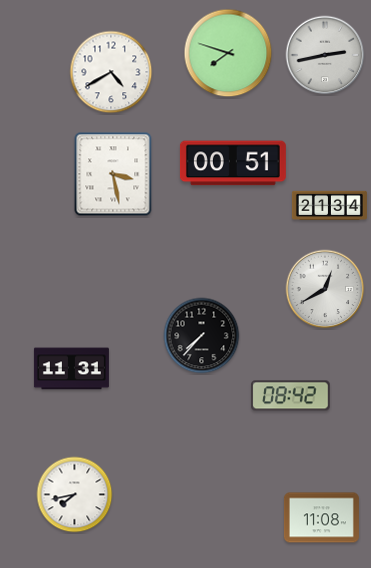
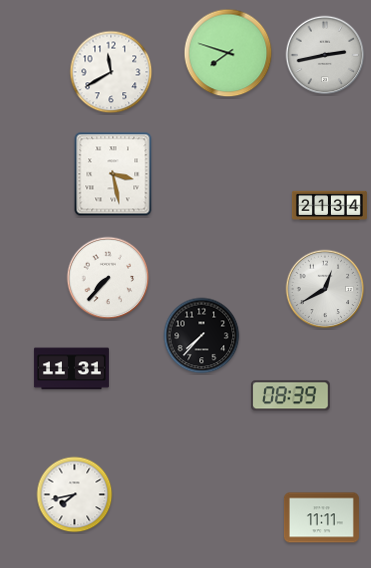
clock at (111, 72): 4:40 -> 11:40
clock at (233, 163): 00:51 -> none
clock at (108, 278): none -> 7:37
clock at (291, 396): 08:42 -> 08:39
clock at (321, 518): 11:08 -> 11:11
